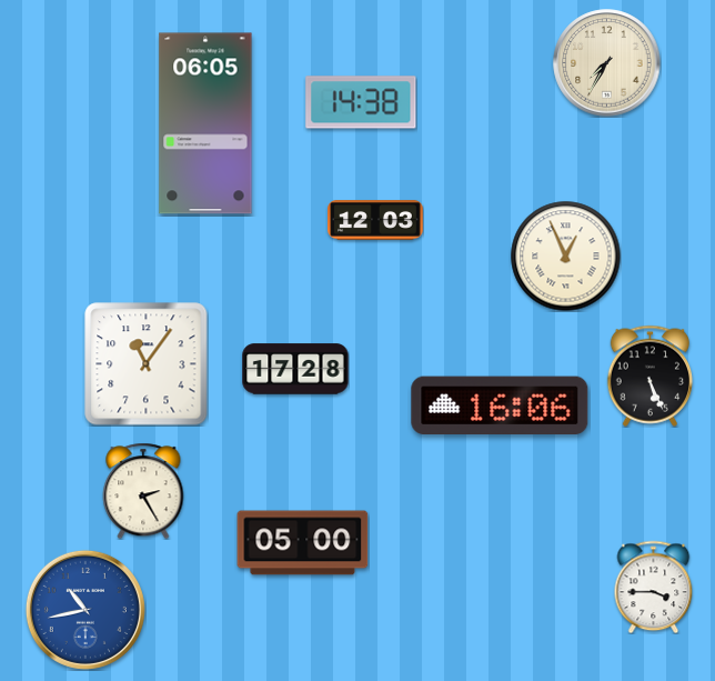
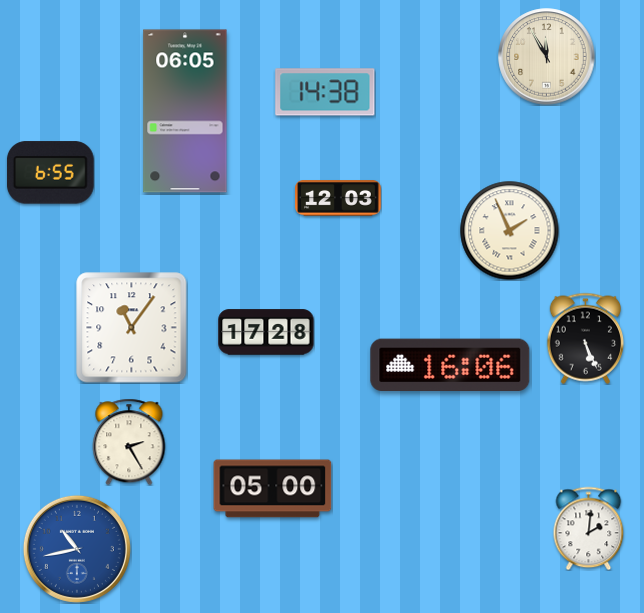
clock at (607, 63): 7:35 -> 11:55
clock at (50, 173): none -> 6:55
clock at (566, 257): 12:56 -> 1:56
clock at (654, 587): 3:45 -> 2:01
